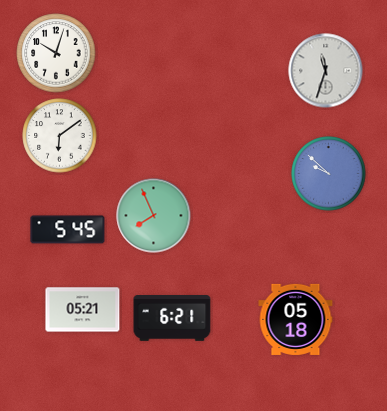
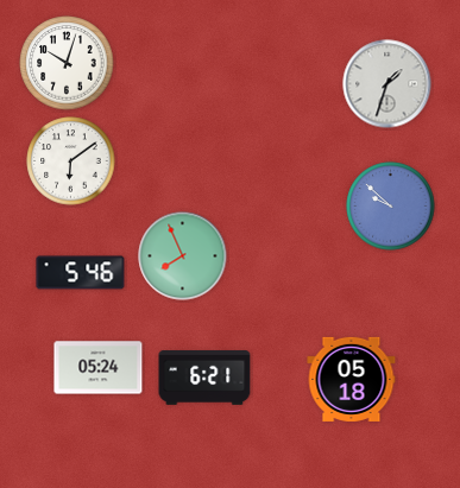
clock at (326, 71): 11:33 -> 1:33
clock at (68, 230): 5:45 -> 5:46
clock at (83, 310): 05:21 -> 05:24
